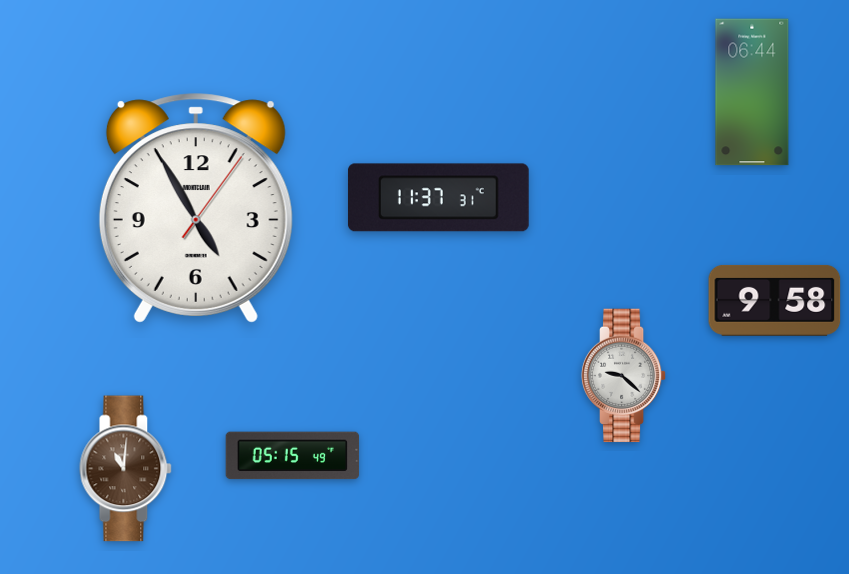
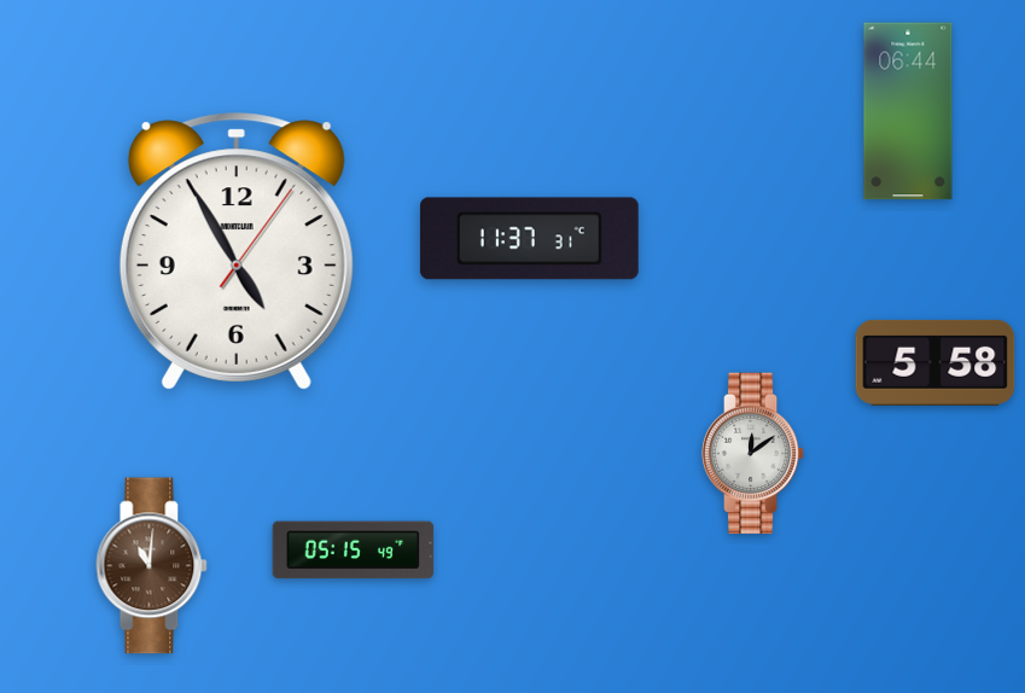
clock at (775, 300): 9:58 -> 5:58
clock at (624, 376): 9:22 -> 12:09
